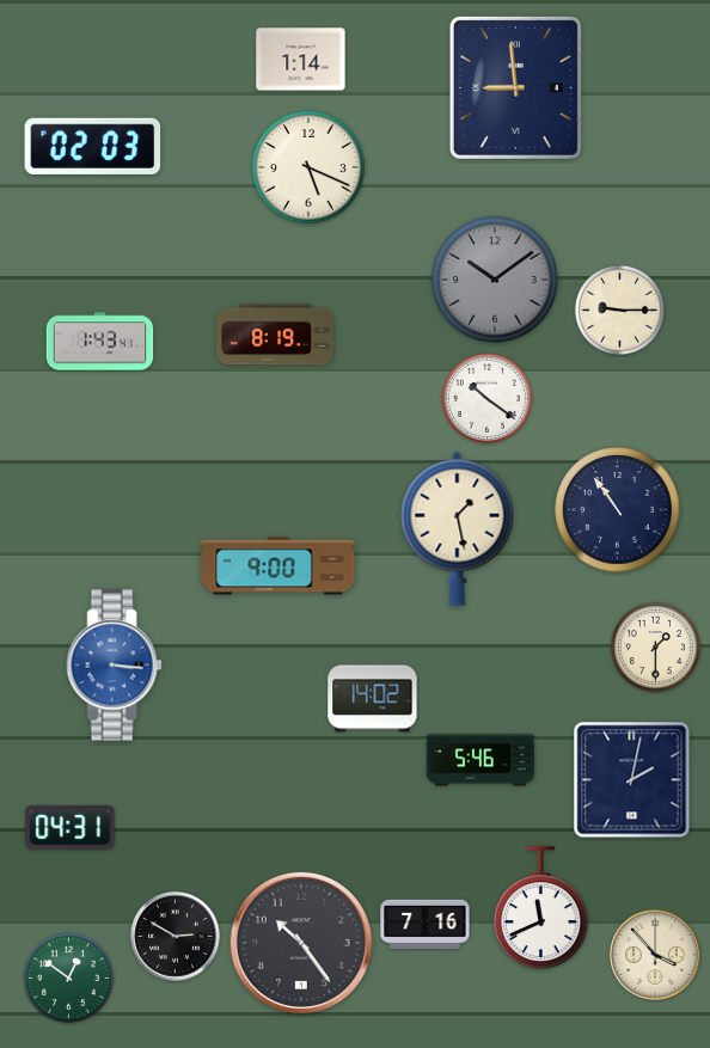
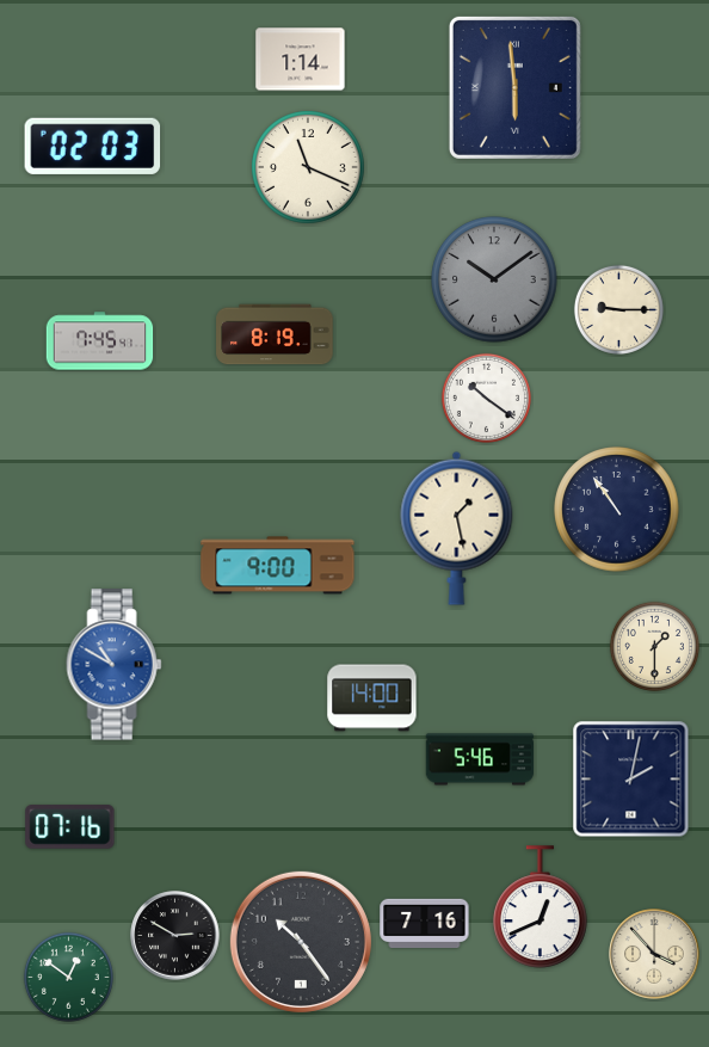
clock at (515, 87): 8:59 -> 5:59
clock at (310, 168): 5:19 -> 11:19
clock at (100, 342): 1:43 -> 7:45
clock at (115, 666): 3:16 -> 10:50
clock at (373, 699): 14:02 -> 14:00
clock at (71, 828): 04:31 -> 07:16
clock at (541, 908): 11:41 -> 12:41
